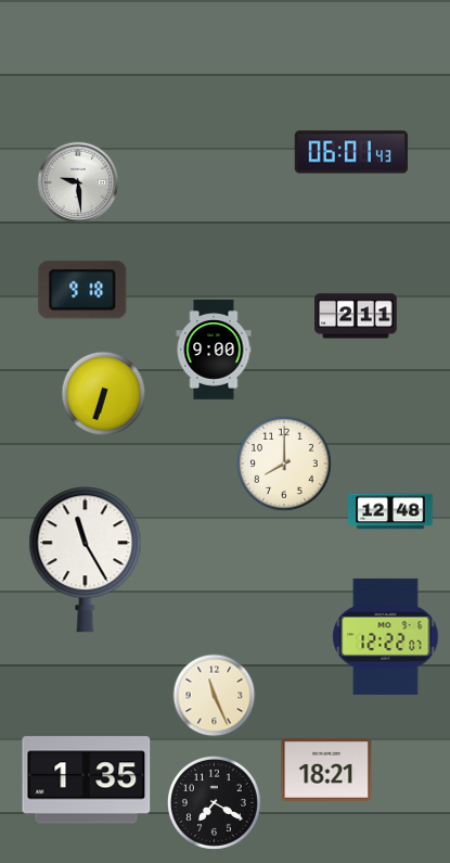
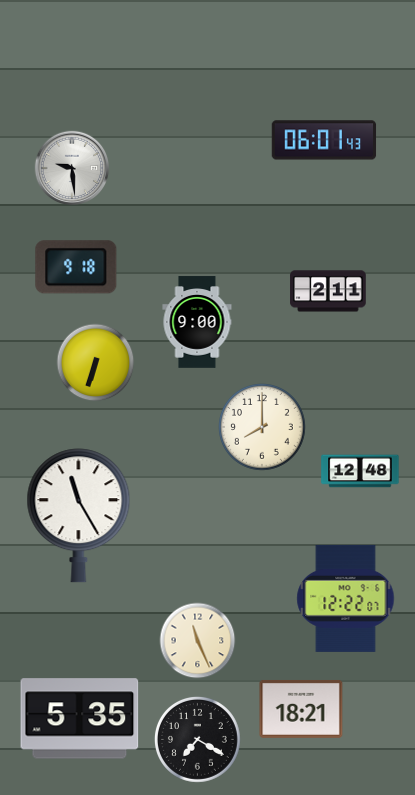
clock at (386, 636) position: (386, 636) -> (346, 598)
clock at (87, 780): 1:35 -> 5:35
